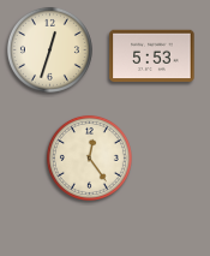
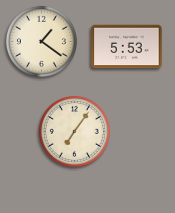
clock at (49, 49): 12:33 -> 1:21
clock at (89, 157): 12:24 -> 7:06
